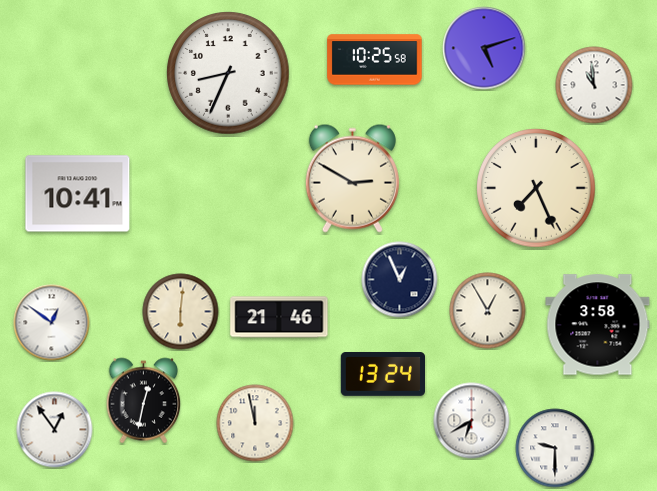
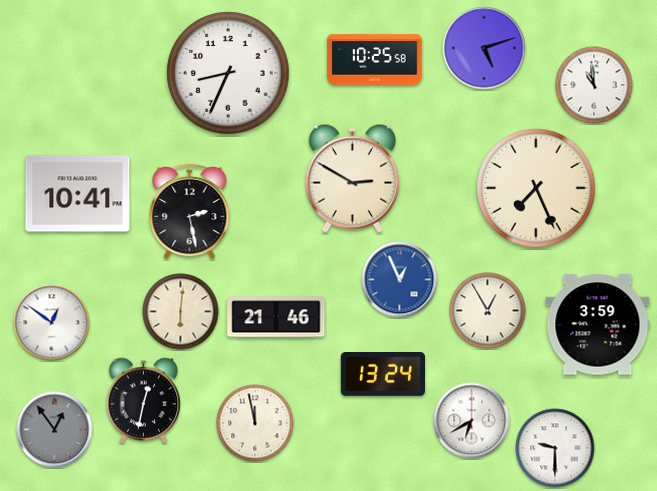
clock at (190, 212): none -> 2:28
clock at (400, 280) dial: navy -> blue
clock at (279, 317) position: (279, 317) -> (276, 317)
clock at (598, 325): 3:58 -> 3:59
clock at (55, 430) dial: white -> grey
